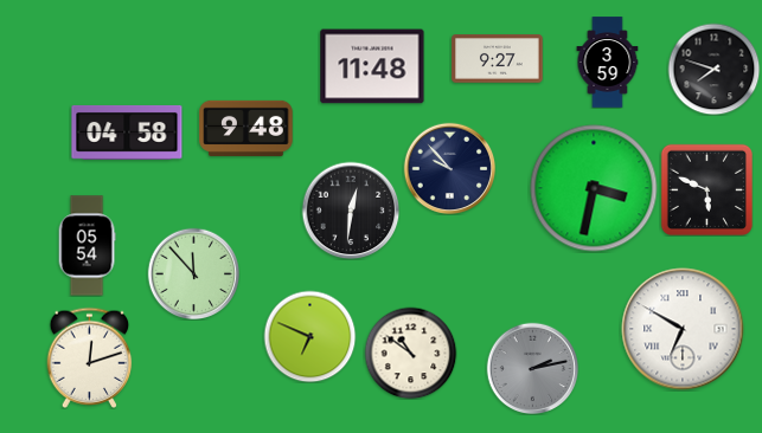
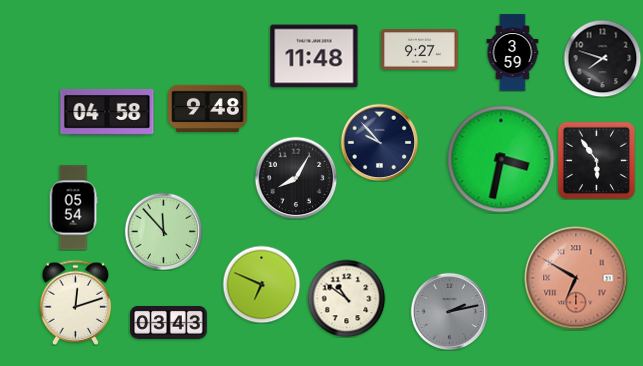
clock at (706, 189): 5:49 -> 5:54
clock at (351, 211): 12:31 -> 8:05
clock at (683, 329) dial: white -> salmon
clock at (169, 322): none -> 03:43
